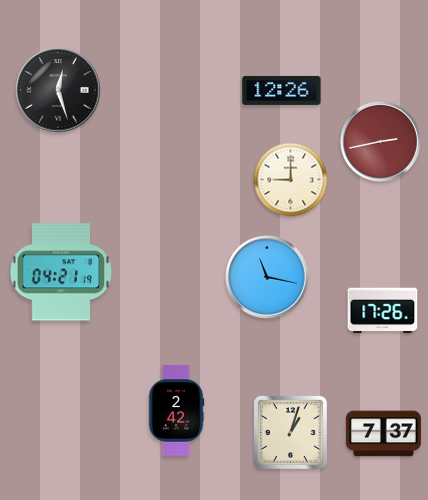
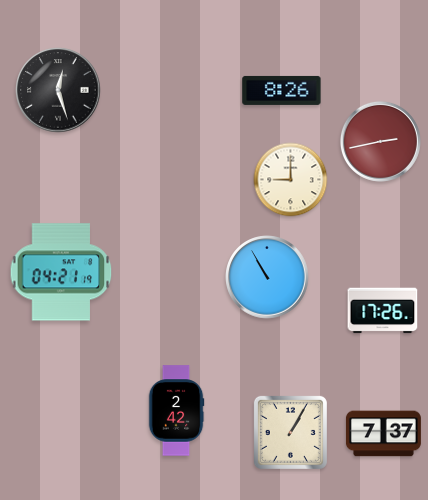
clock at (282, 90): 12:26 -> 8:26
clock at (267, 277): 11:17 -> 10:55
clock at (290, 432): 1:03 -> 1:05
